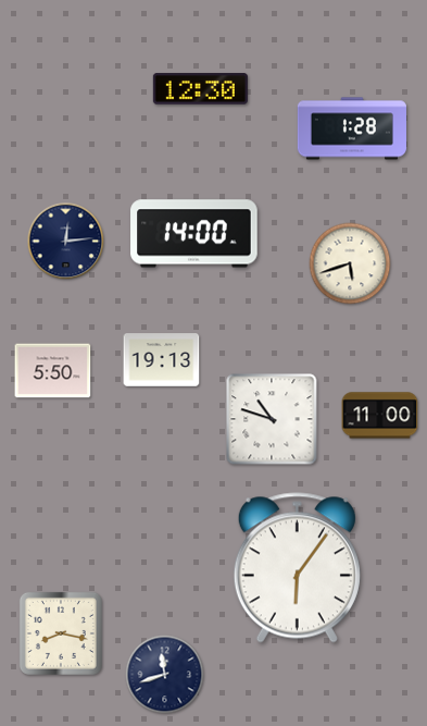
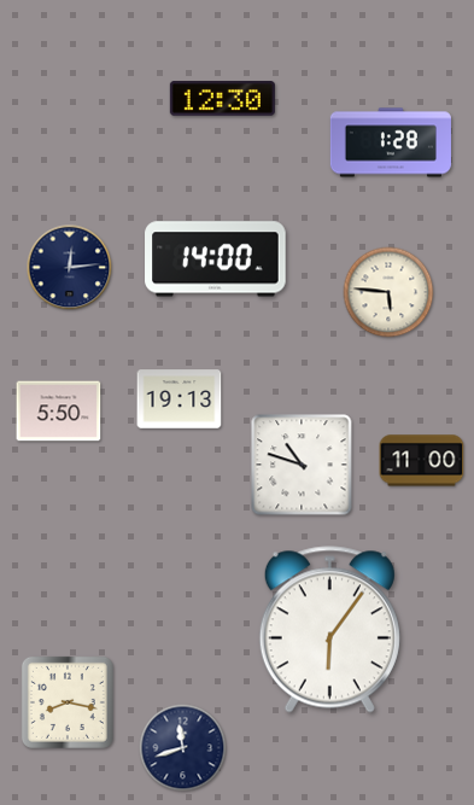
clock at (66, 242) position: (66, 242) -> (70, 268)
clock at (350, 263): 5:42 -> 5:46
